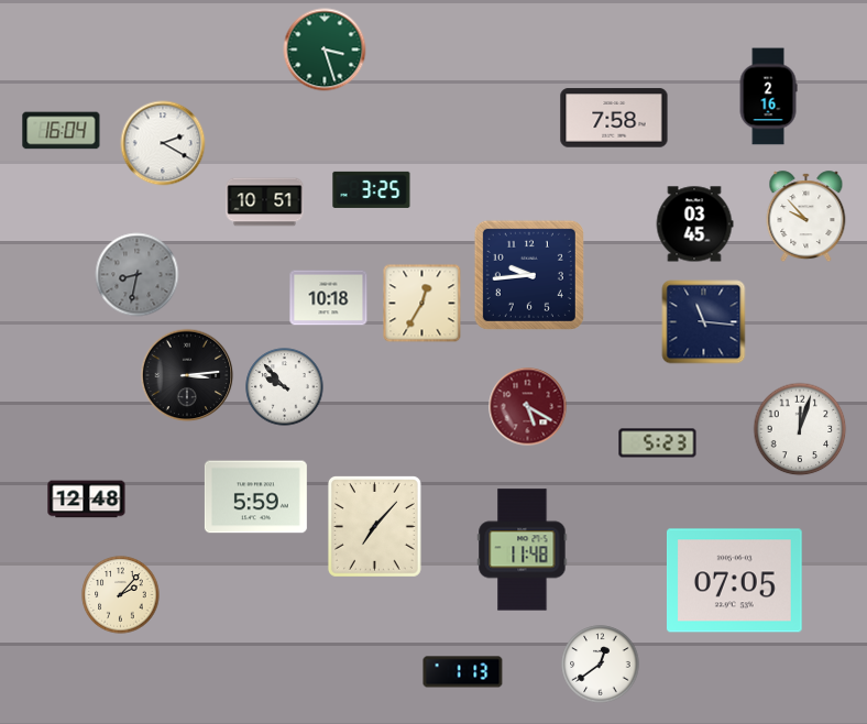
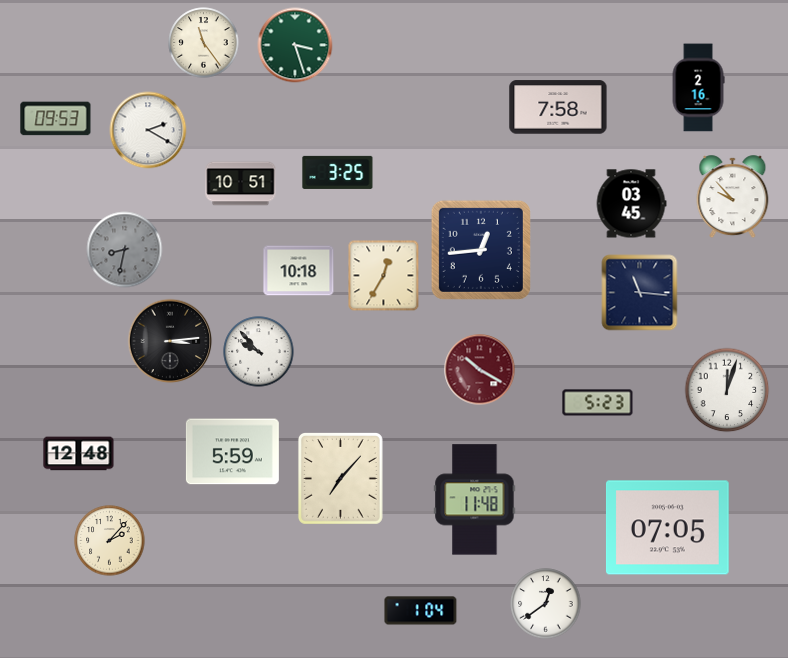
clock at (204, 43): none -> 11:24
clock at (62, 131): 16:04 -> 09:53
clock at (529, 275): 9:44 -> 12:44
clock at (528, 407): 5:20 -> 10:20
clock at (463, 672): 1:13 -> 1:04
